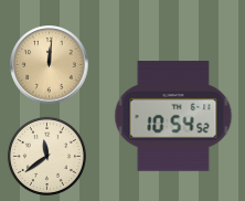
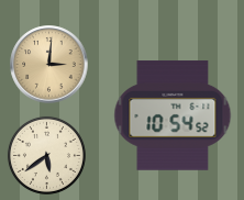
clock at (50, 65): 12:01 -> 3:01
clock at (46, 156): 11:39 -> 5:39
